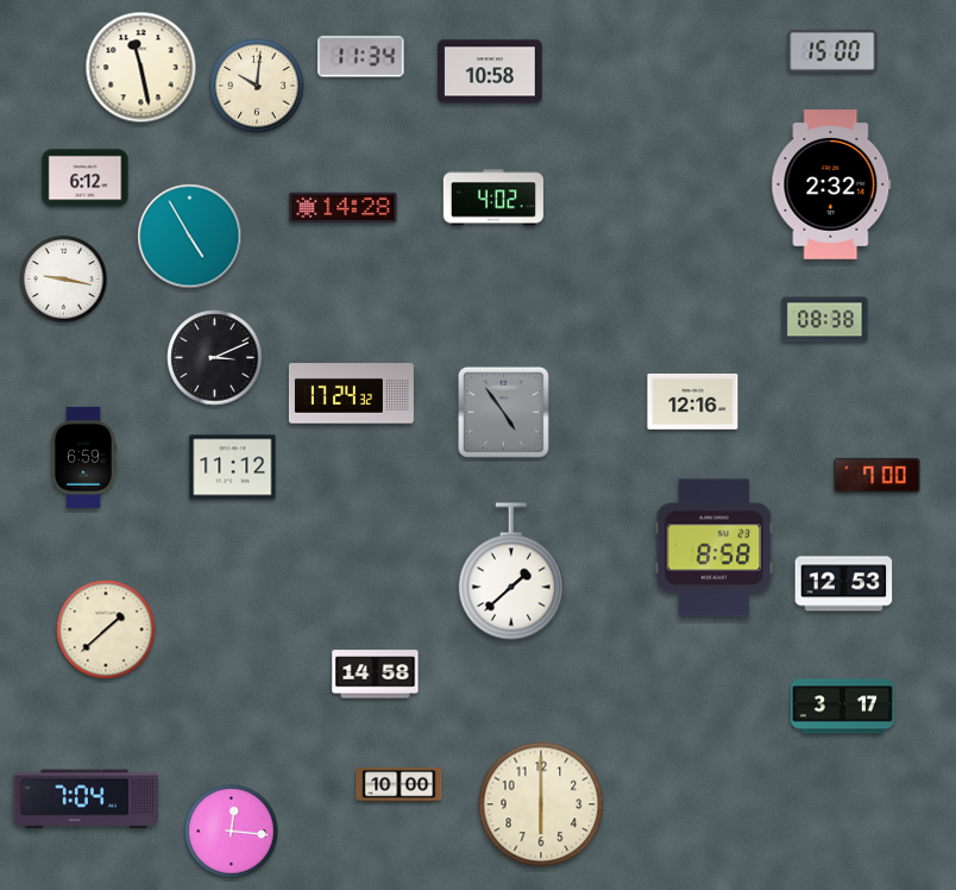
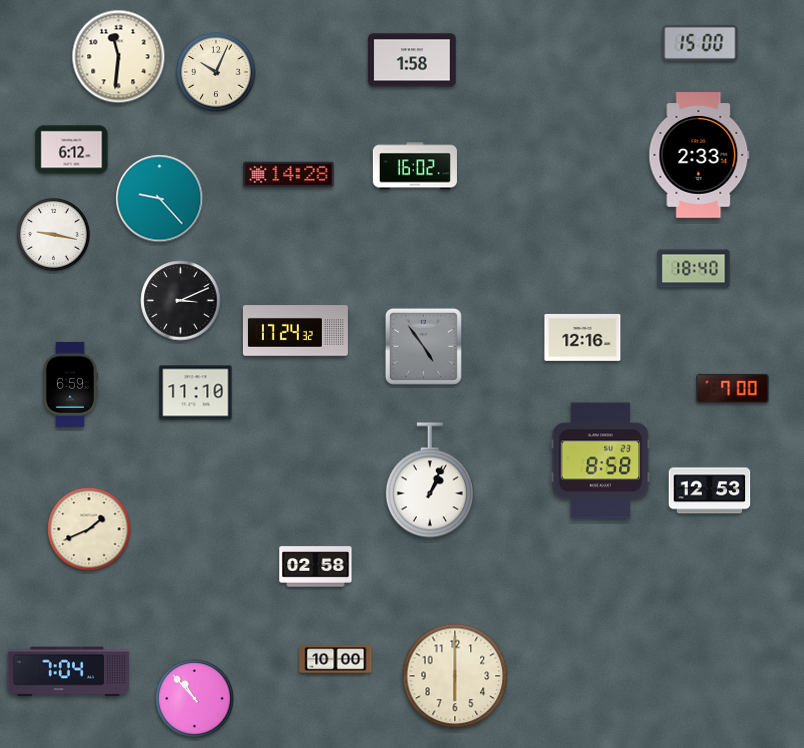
clock at (361, 57): 11:34 -> none
clock at (141, 68): 11:28 -> 11:31
clock at (490, 71): 10:58 -> 1:58
clock at (257, 86): 10:01 -> 10:04
clock at (831, 184): 2:32 -> 2:33
clock at (493, 198): 4:02 -> 16:02
clock at (190, 237): 4:55 -> 9:23
clock at (825, 320): 08:38 -> 18:40
clock at (233, 468): 11:12 -> 11:10
clock at (878, 475) position: (878, 475) -> (733, 388)
clock at (511, 571): 1:38 -> 1:04
clock at (106, 629): 1:38 -> 1:41
clock at (376, 675): 14:58 -> 02:58
clock at (843, 707): 3:17 -> none
clock at (86, 800) position: (86, 800) -> (68, 672)
clock at (232, 832): 12:16 -> 10:53
